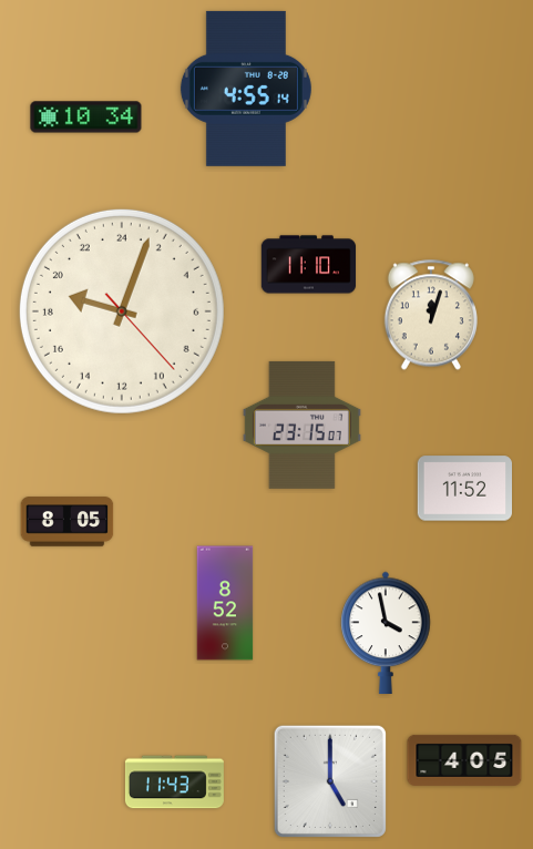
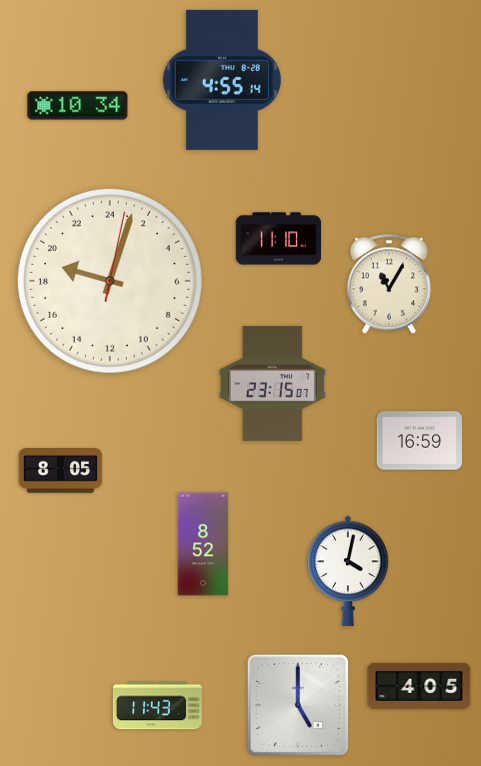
clock at (122, 311): 19:03:23 -> 19:03:02
clock at (431, 315): 12:03 -> 11:05
clock at (464, 489): 11:52 -> 16:59
clock at (386, 632): 3:58 -> 4:02
